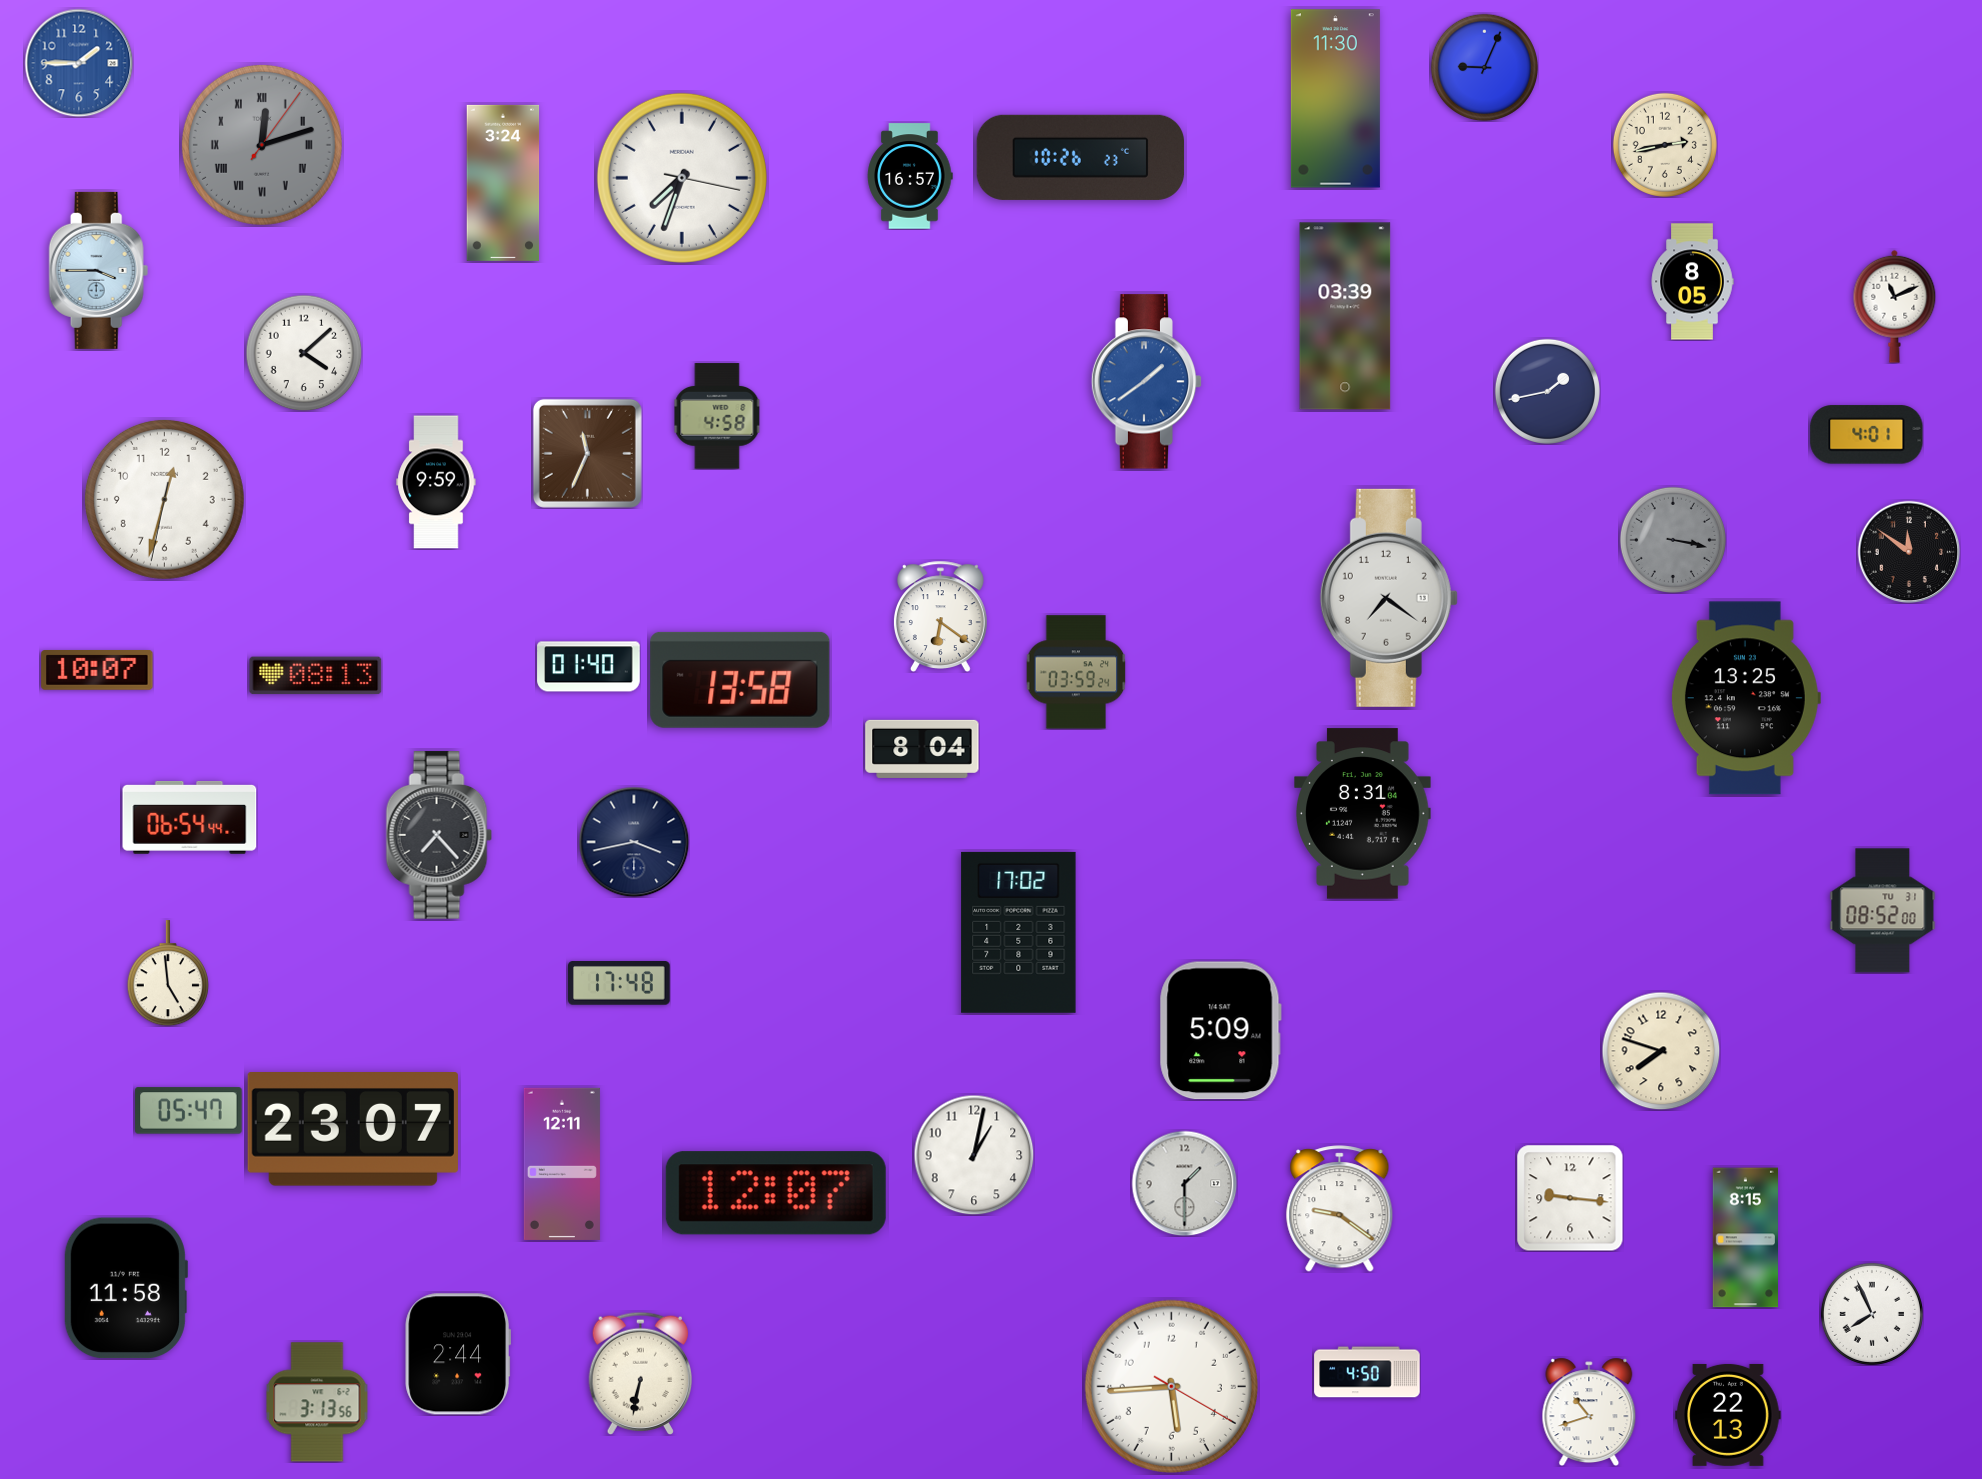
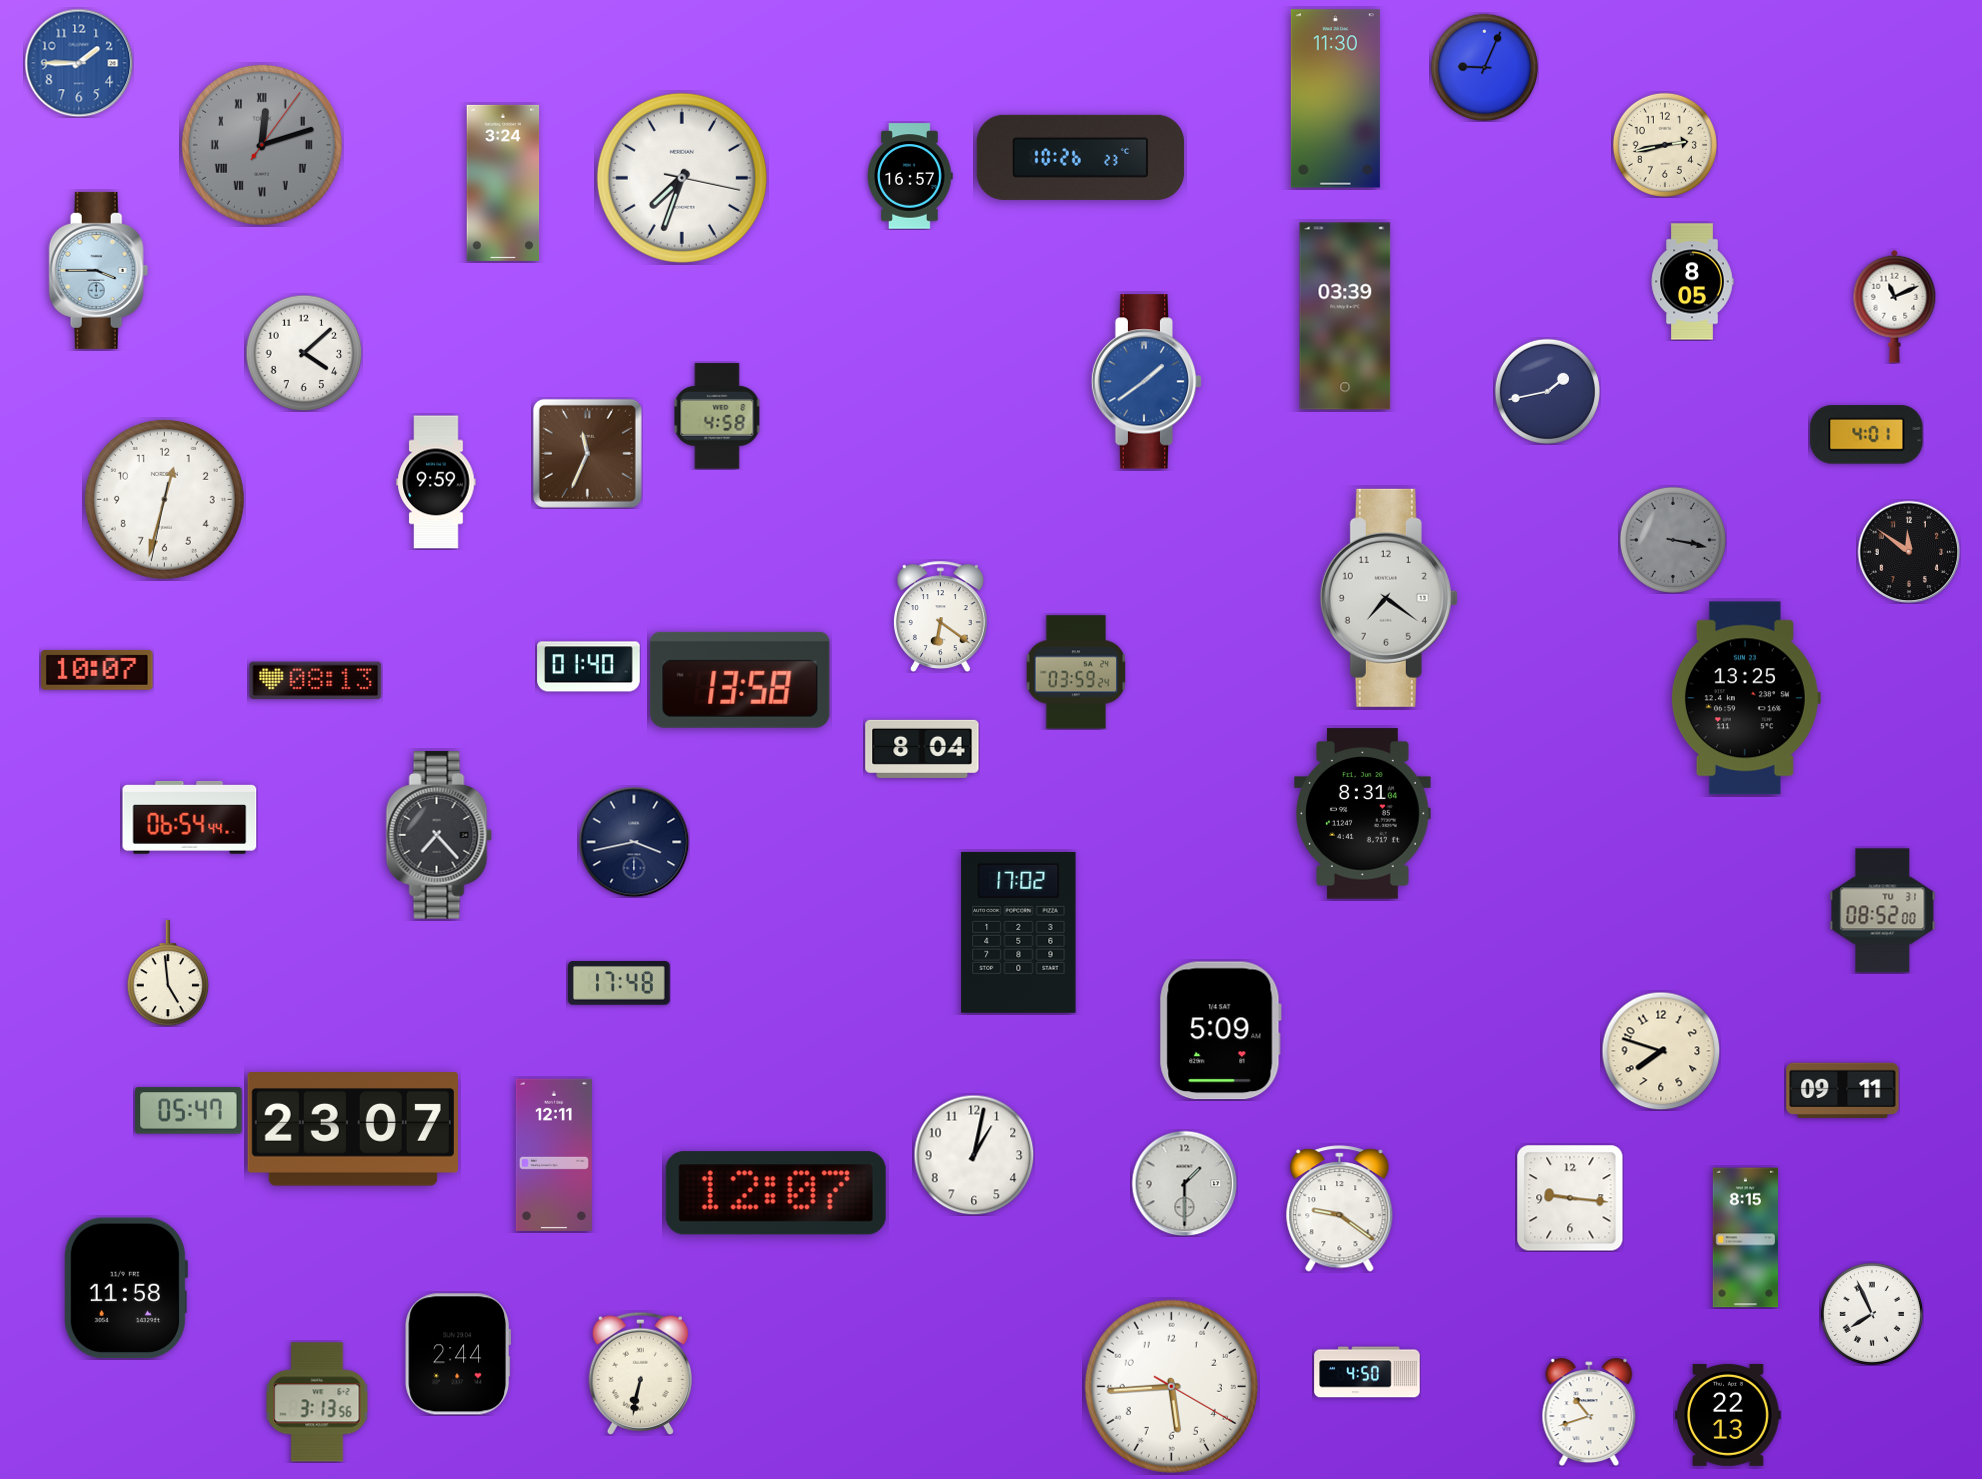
clock at (316, 676) position: (316, 676) -> (316, 681)
clock at (1843, 1090): none -> 09:11
clock at (562, 1164) position: (562, 1164) -> (554, 1155)
